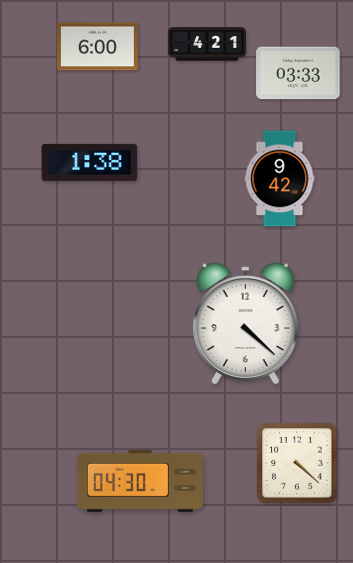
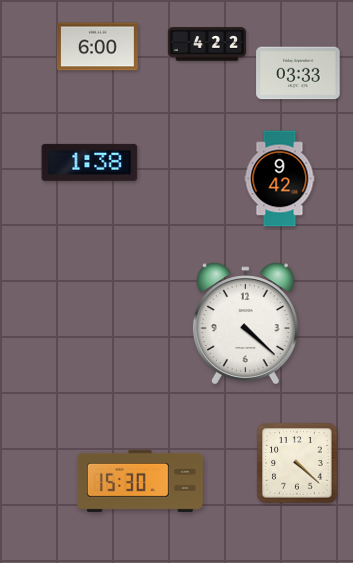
clock at (206, 44): 4:21 -> 4:22
clock at (140, 481): 04:30 -> 15:30
